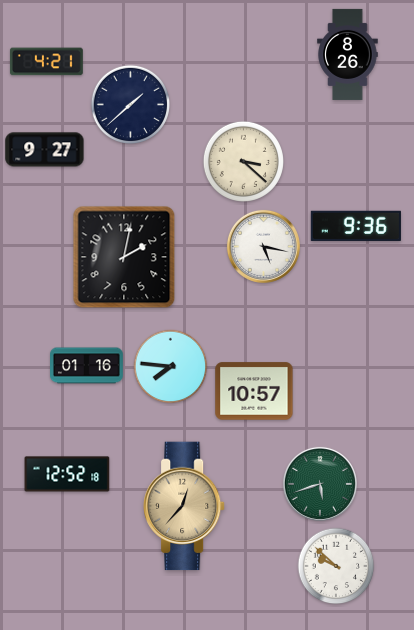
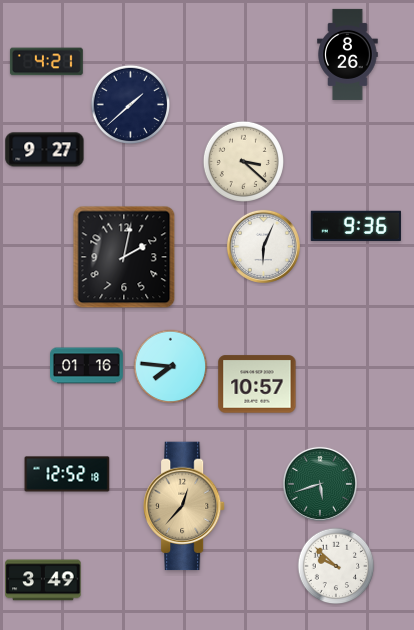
clock at (263, 246): 5:17 -> 6:04
clock at (254, 391) position: (254, 391) -> (257, 384)
clock at (43, 580): none -> 3:49
